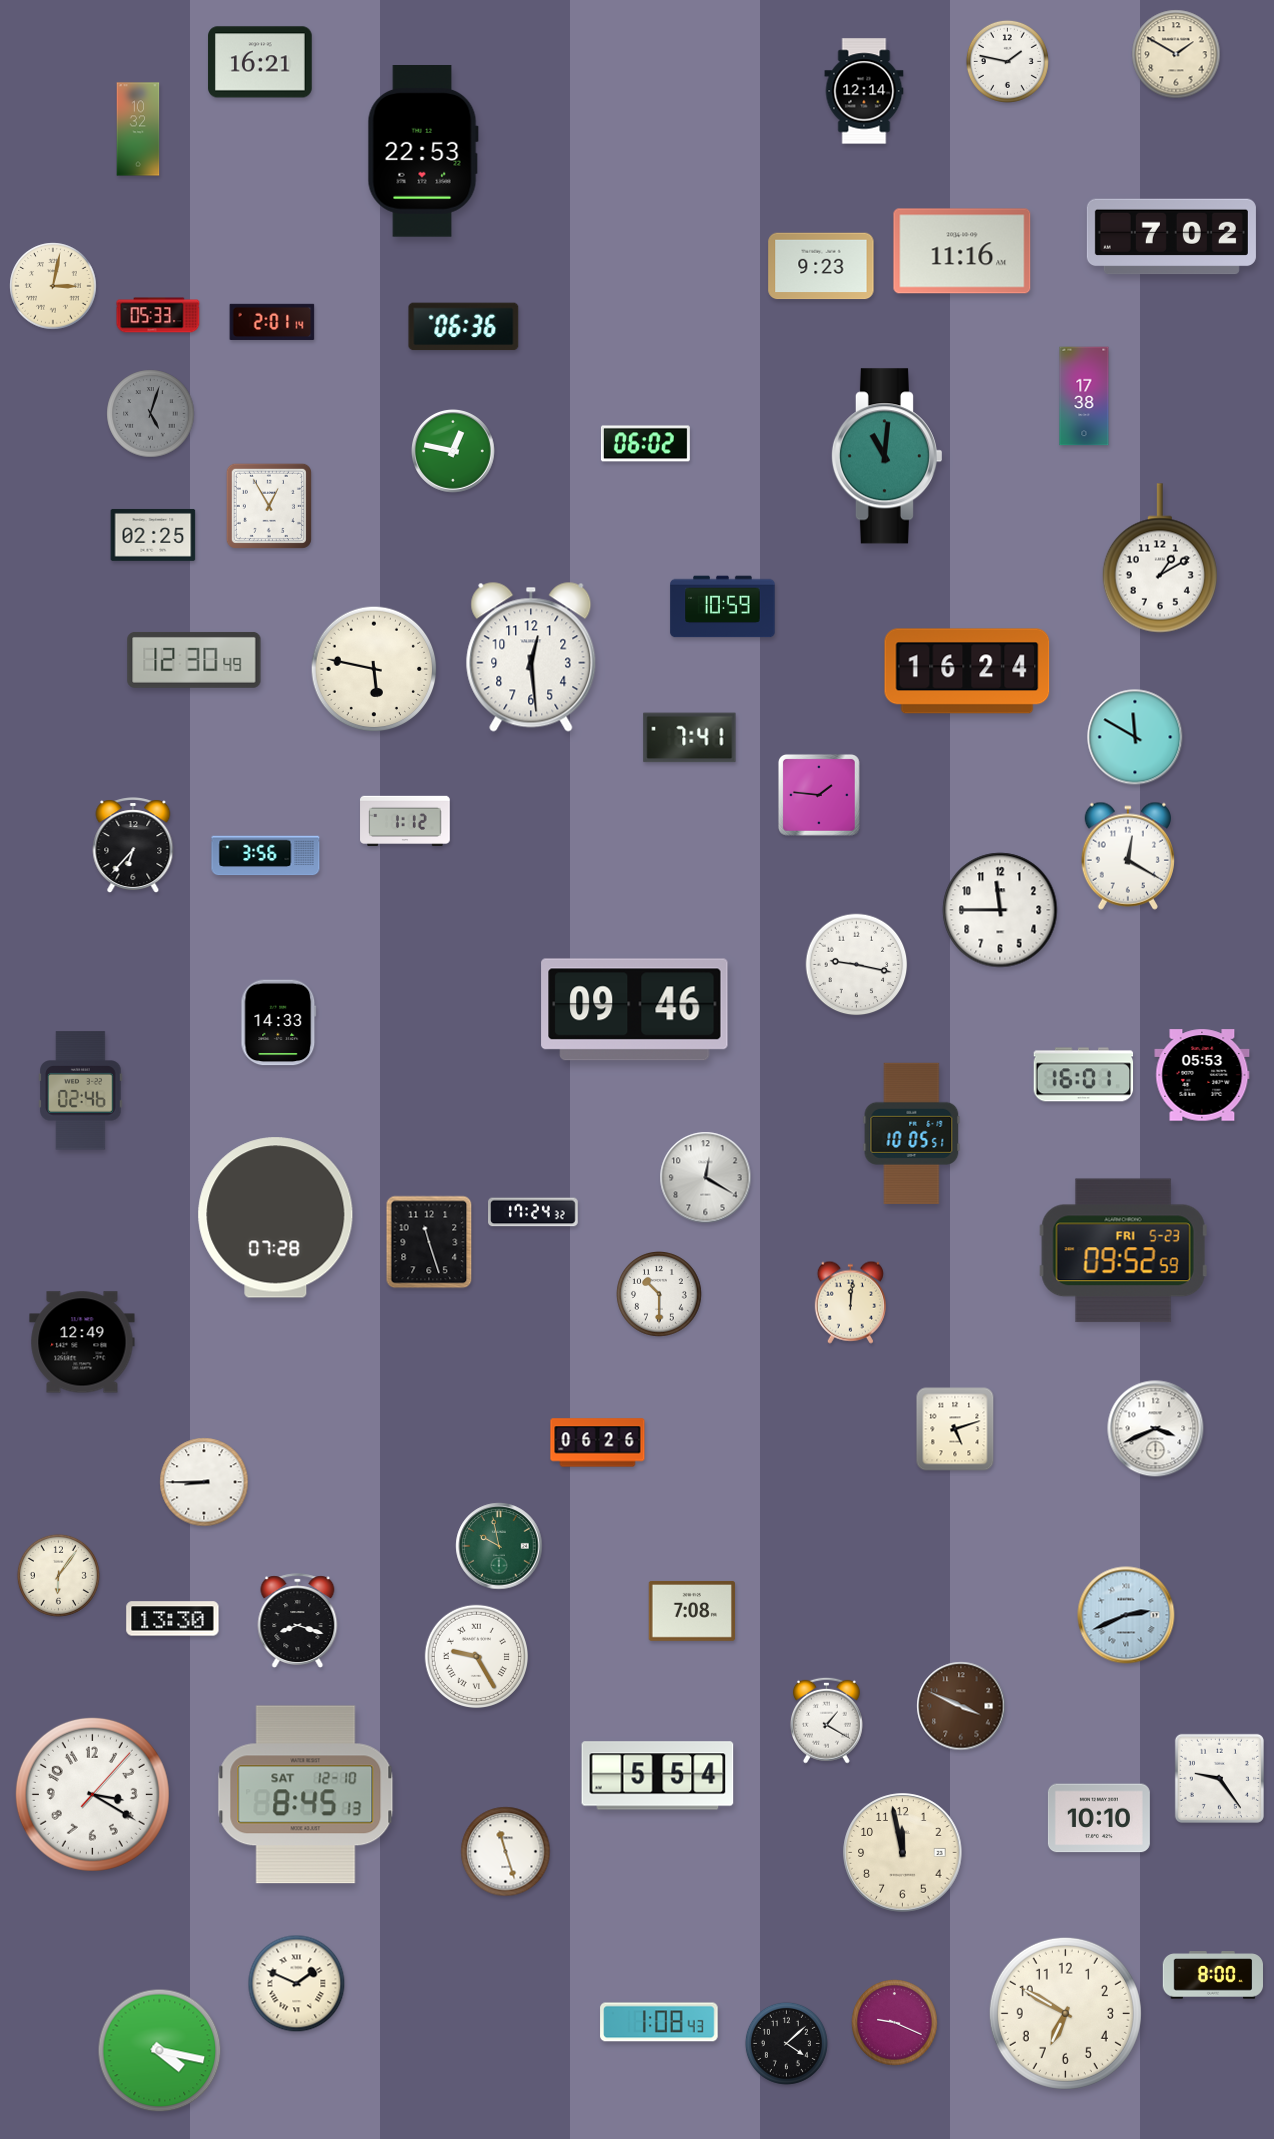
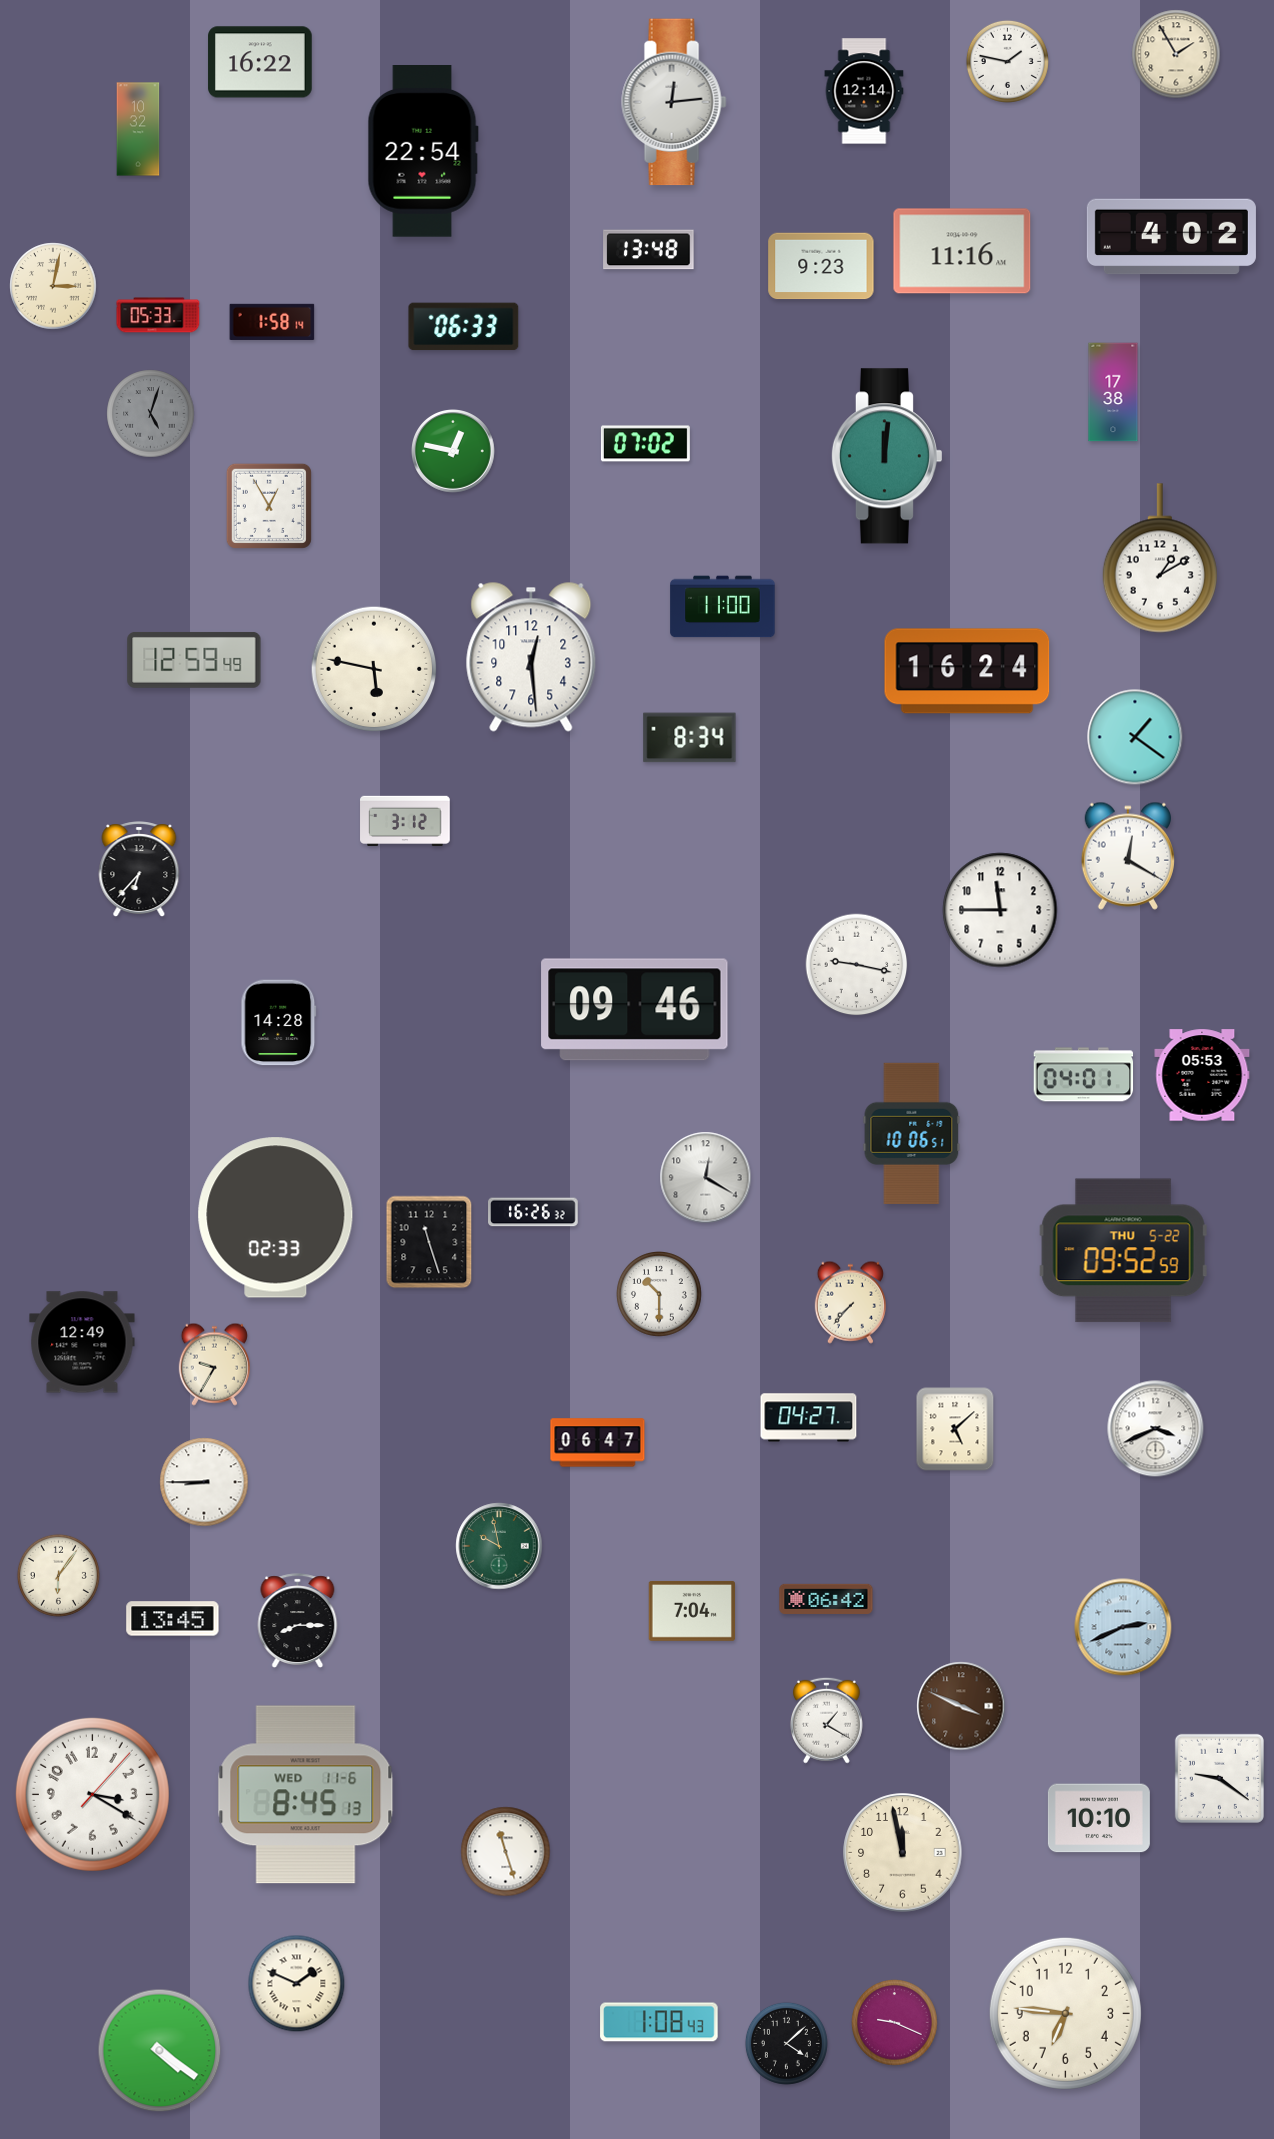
clock at (1176, 54): 1:50 -> 1:55
clock at (260, 62): 16:21 -> 16:22
clock at (674, 102): none -> 12:14
clock at (423, 152): 22:53 -> 22:54
clock at (1171, 237): 7:02 -> 4:02
clock at (649, 250): none -> 13:48
clock at (272, 322): 2:01 -> 1:58
clock at (464, 327): 06:36 -> 06:33
clock at (1084, 396) position: (1084, 396) -> (1113, 392)
clock at (645, 444): 06:02 -> 07:02
clock at (886, 456): 11:01 -> 12:01
clock at (153, 535): 02:25 -> none
clock at (723, 607): 10:59 -> 11:00
clock at (194, 660): 12:30 -> 12:59
clock at (1135, 737): 11:50 -> 1:21
clock at (690, 738): 7:41 -> 8:34
clock at (819, 795): 1:46 -> none
clock at (405, 821): 1:12 -> 3:12
clock at (133, 845) position: (133, 845) -> (139, 869)
clock at (266, 856): 3:56 -> none
clock at (279, 1023): 14:33 -> 14:28
clock at (1084, 1075): 16:01 -> 04:01
clock at (81, 1091): 02:46 -> none
clock at (912, 1133): 10:05 -> 10:06
clock at (533, 1212): 17:24 -> 16:26
clock at (276, 1218): 07:28 -> 02:33
clock at (1123, 1251) date: FRI 5-23 -> THU 5-22
clock at (850, 1302): 12:01 -> 7:37
clock at (214, 1364): none -> 9:35
clock at (809, 1418): none -> 04:27
clock at (955, 1429): 5:12 -> 5:08
clock at (598, 1443): 06:26 -> 06:47
clock at (826, 1599): none -> 06:42
clock at (692, 1611): 7:08 -> 7:04
clock at (1126, 1615) position: (1126, 1615) -> (1123, 1627)
clock at (173, 1619): 13:30 -> 13:45
clock at (298, 1620): 8:18 -> 8:15
clock at (476, 1656): 9:25 -> none
clock at (658, 1776): 5:54 -> none
clock at (1219, 1778): 9:24 -> 9:21
clock at (306, 1795) date: SAT 12-10 -> WED 11-6
clock at (1213, 1975): 8:00 -> none
clock at (1065, 2013): 6:50 -> 6:46
clock at (160, 2051): 4:17 -> 4:21
